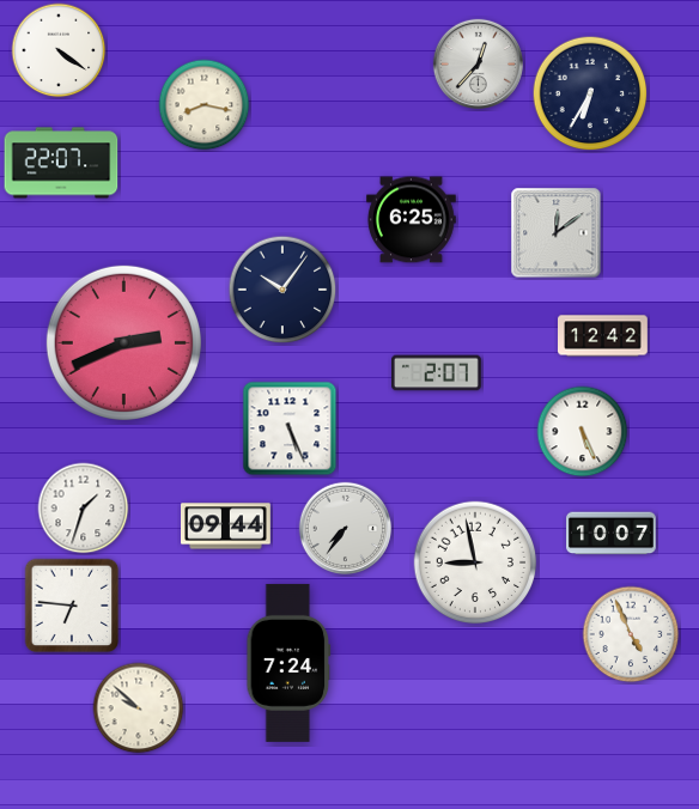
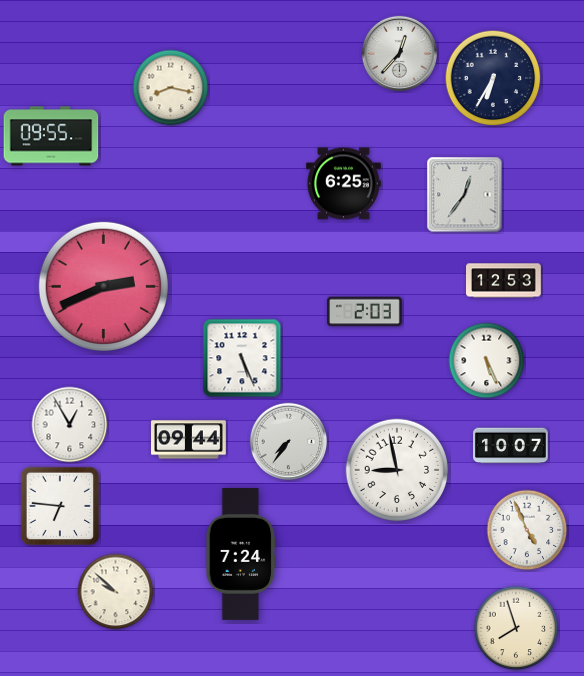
clock at (59, 50): 4:21 -> none
clock at (61, 163): 22:07 -> 09:55
clock at (557, 233): 12:09 -> 12:36
clock at (282, 290): 10:06 -> none
clock at (603, 336): 12:42 -> 12:53
clock at (437, 373): 2:07 -> 2:03
clock at (84, 509): 1:33 -> 12:55
clock at (516, 628): none -> 7:57
